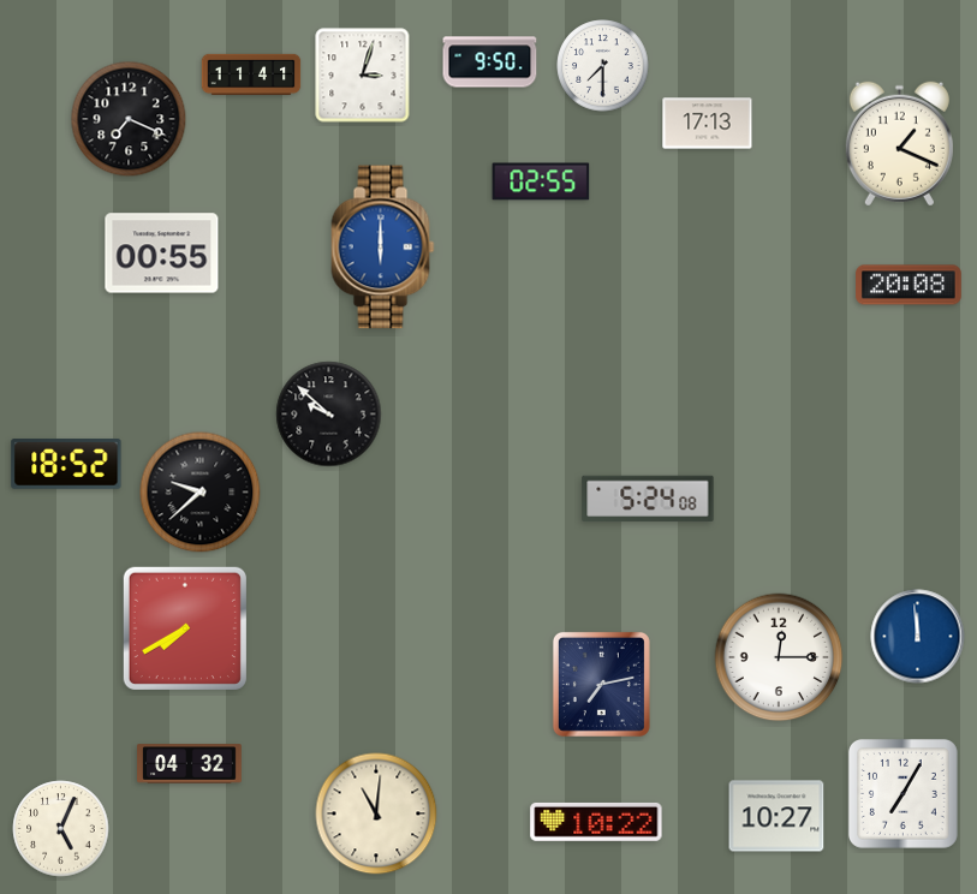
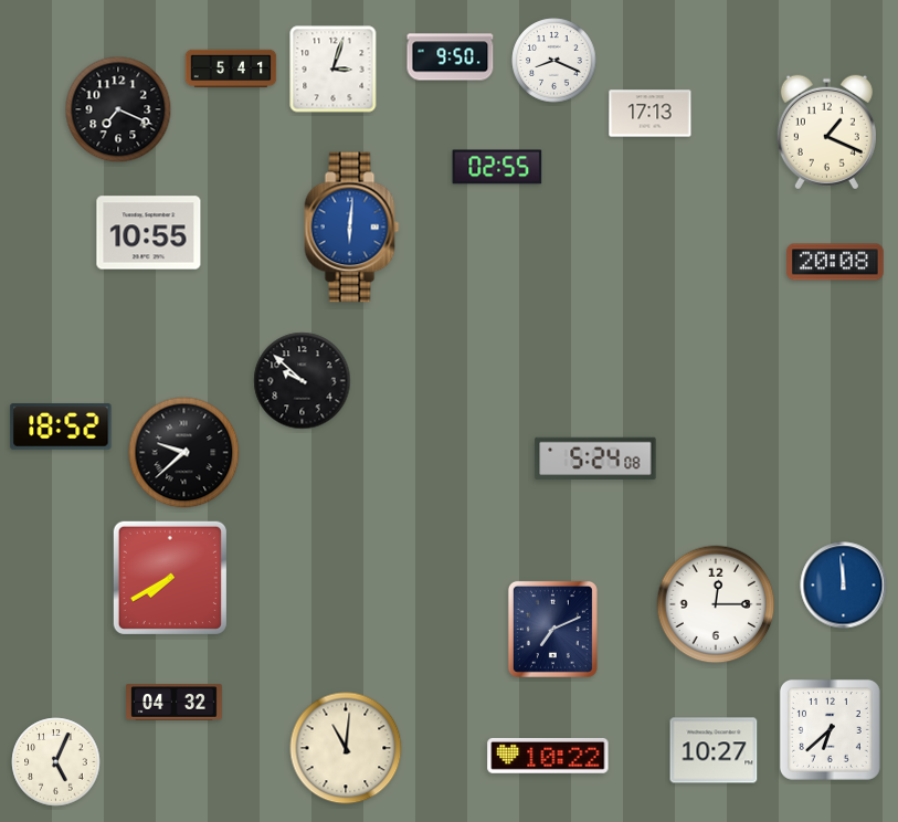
clock at (603, 66): 7:30 -> 8:19
clock at (251, 74): 11:41 -> 5:41
clock at (383, 248): 6:00 -> 6:01
clock at (162, 254): 00:55 -> 10:55
clock at (601, 684): 7:13 -> 7:11
clock at (902, 793): 7:05 -> 6:38
